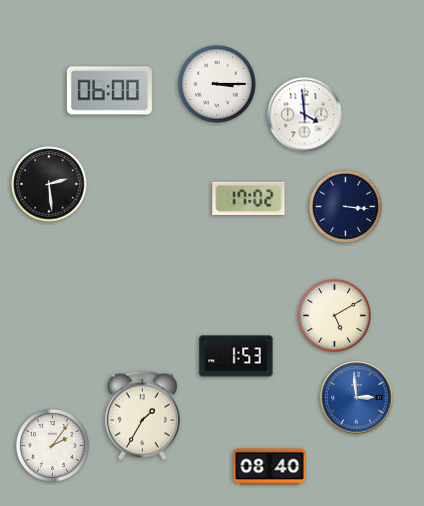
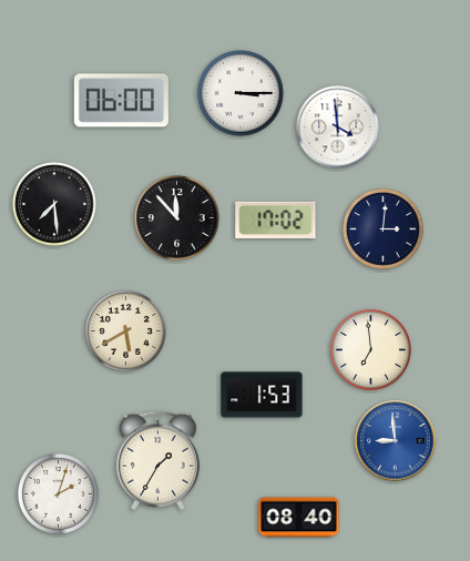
clock at (49, 184): 2:29 -> 7:29
clock at (177, 218): none -> 11:53
clock at (346, 207): 3:16 -> 3:01
clock at (126, 331): none -> 5:40
clock at (335, 316): 5:10 -> 6:59
clock at (357, 398): 2:59 -> 8:59
clock at (53, 446): 2:06 -> 2:03
